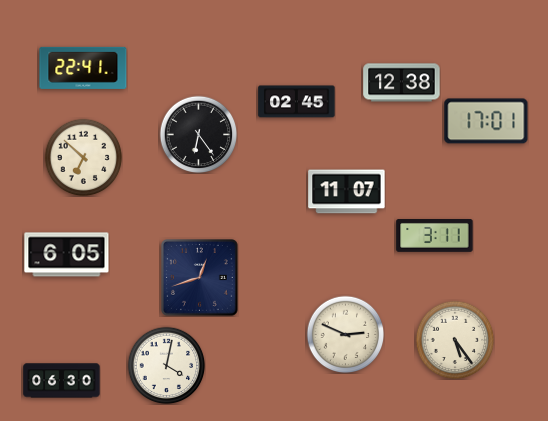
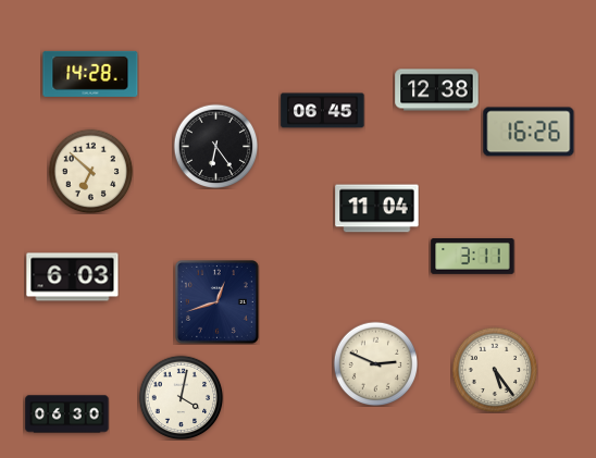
clock at (83, 68): 22:41 -> 14:28
clock at (297, 102): 02:45 -> 06:45
clock at (486, 121): 17:01 -> 16:26
clock at (347, 192): 11:07 -> 11:04
clock at (67, 255): 6:05 -> 6:03
